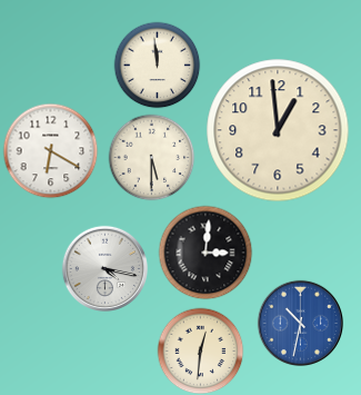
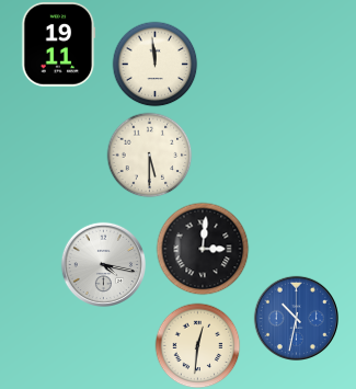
clock at (59, 45): none -> 19:11
clock at (278, 130): 12:59 -> none
clock at (50, 150): 6:20 -> none
